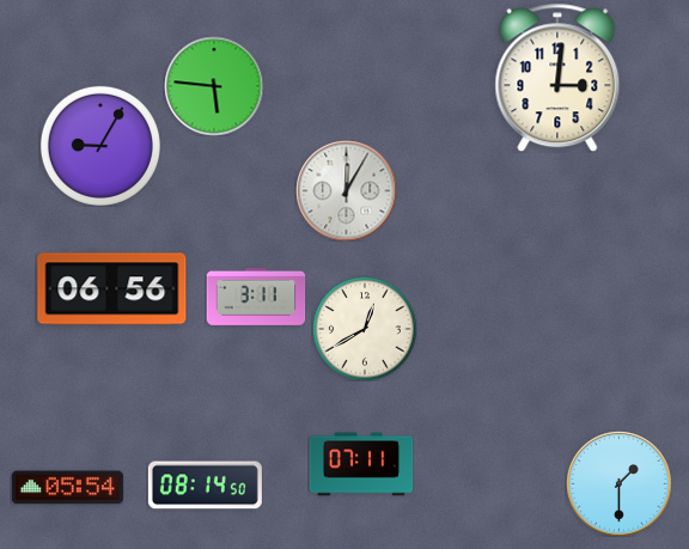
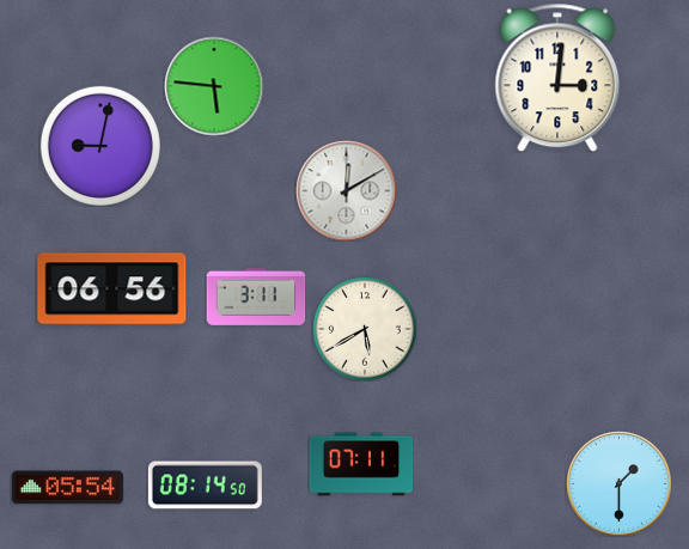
clock at (100, 146): 9:05 -> 9:02
clock at (346, 190): 12:05 -> 12:10
clock at (365, 329): 12:40 -> 5:40
